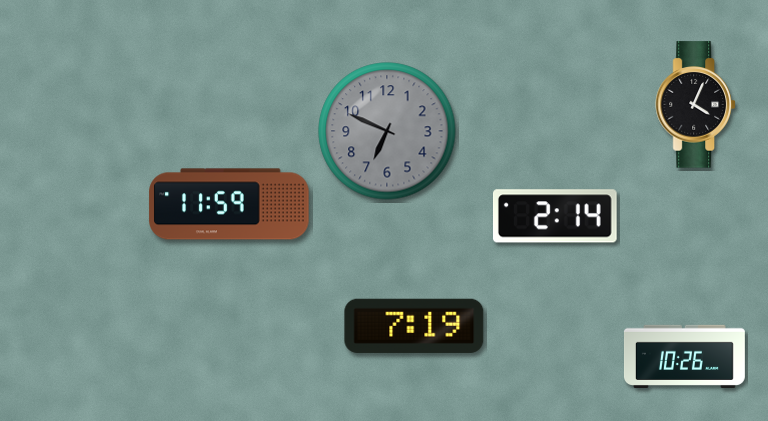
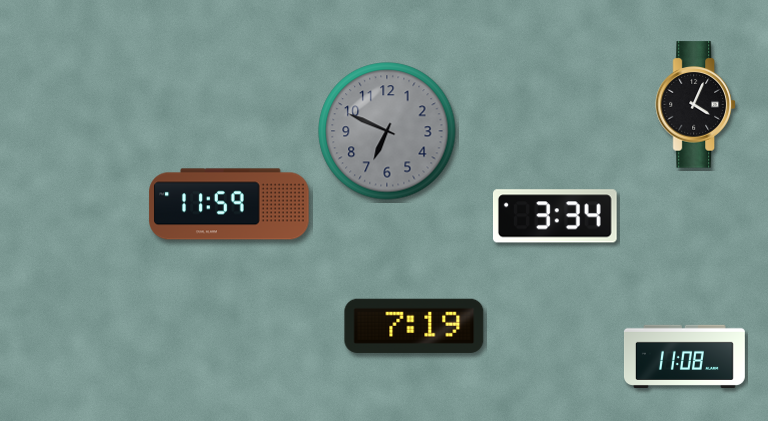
clock at (555, 216): 2:14 -> 3:34
clock at (684, 356): 10:26 -> 11:08
